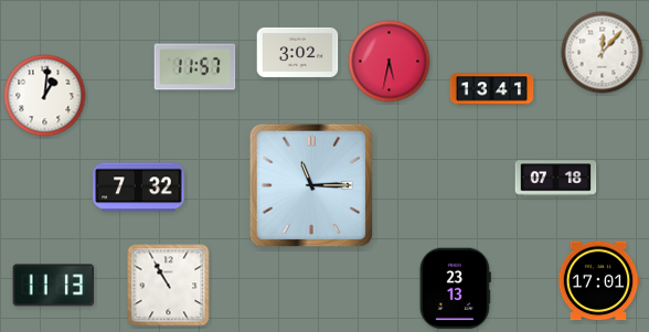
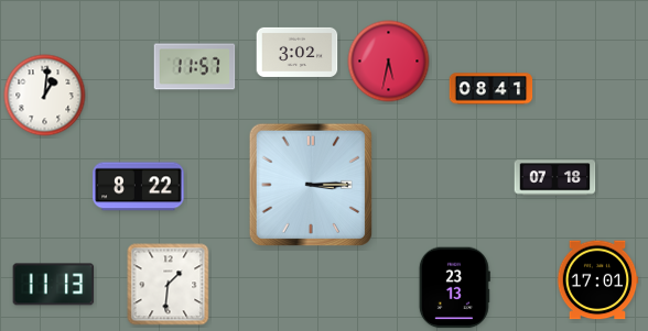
clock at (603, 53): 12:07 -> none
clock at (492, 89): 13:41 -> 08:41
clock at (310, 184): 11:15 -> 3:15
clock at (139, 188): 7:32 -> 8:22
clock at (169, 286): 10:55 -> 1:31
